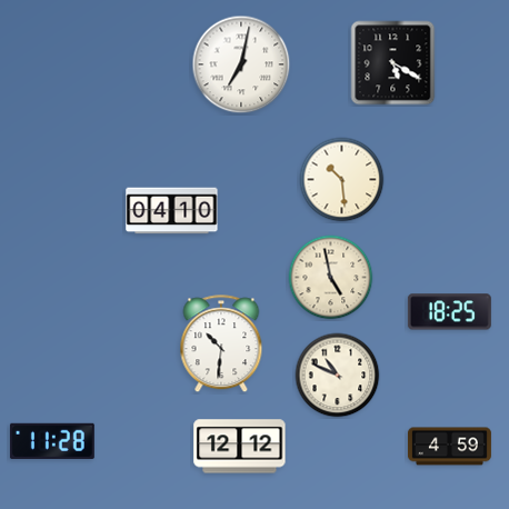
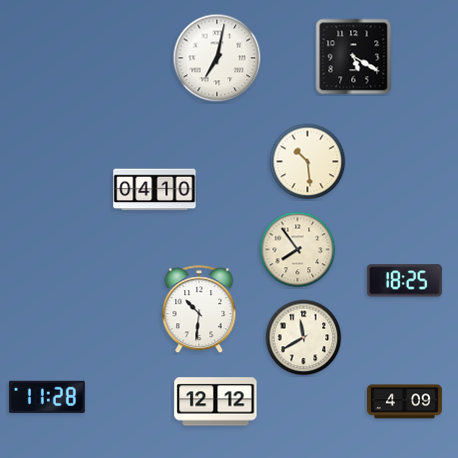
clock at (331, 278): 4:58 -> 7:54
clock at (338, 376): 10:49 -> 11:40
clock at (449, 447): 4:59 -> 4:09
